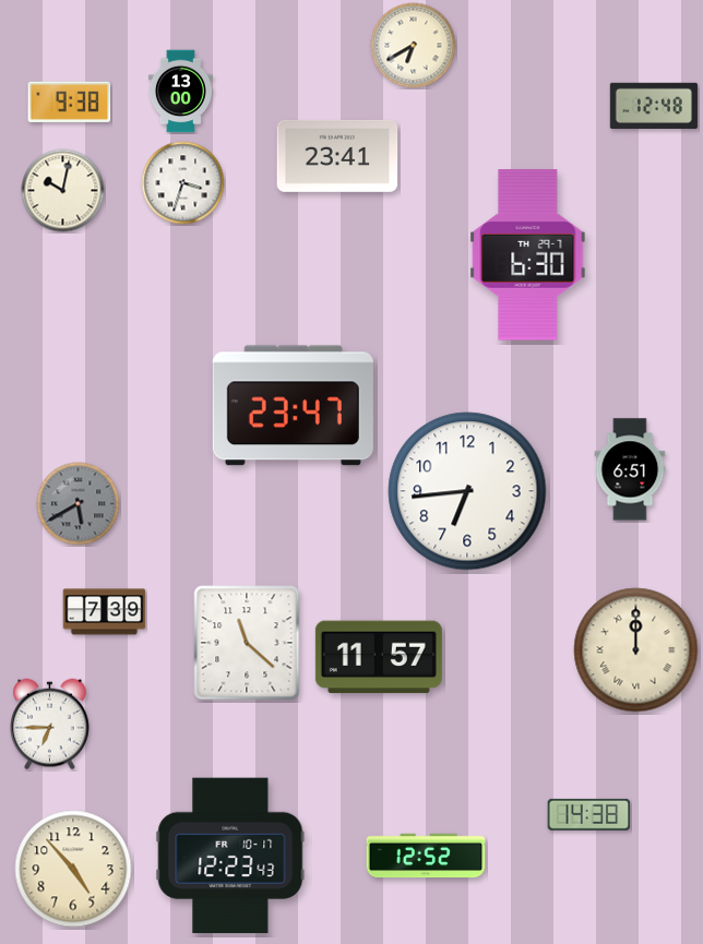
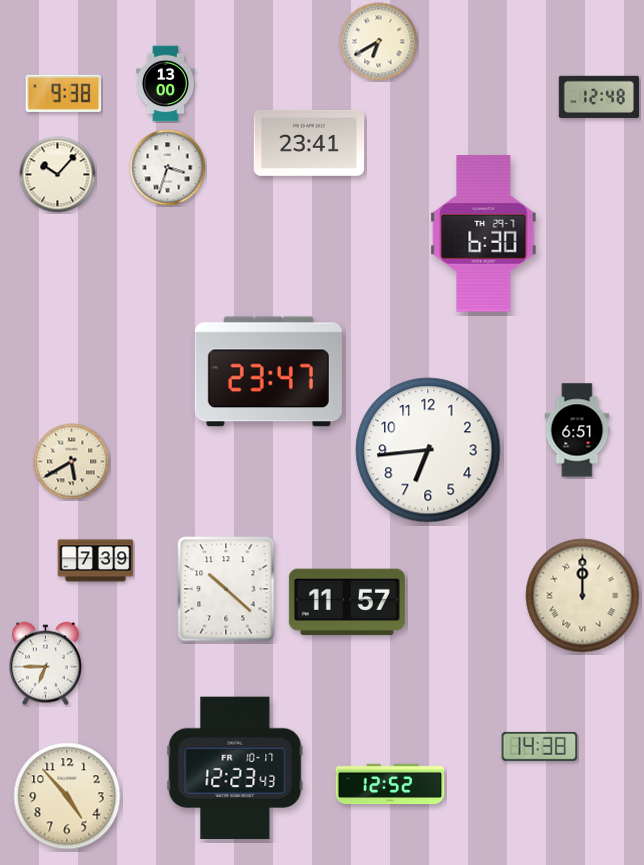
clock at (63, 191): 10:02 -> 10:07
clock at (79, 504) dial: grey -> cream
clock at (247, 643): 11:22 -> 10:22
clock at (230, 856) position: (230, 856) -> (235, 768)
